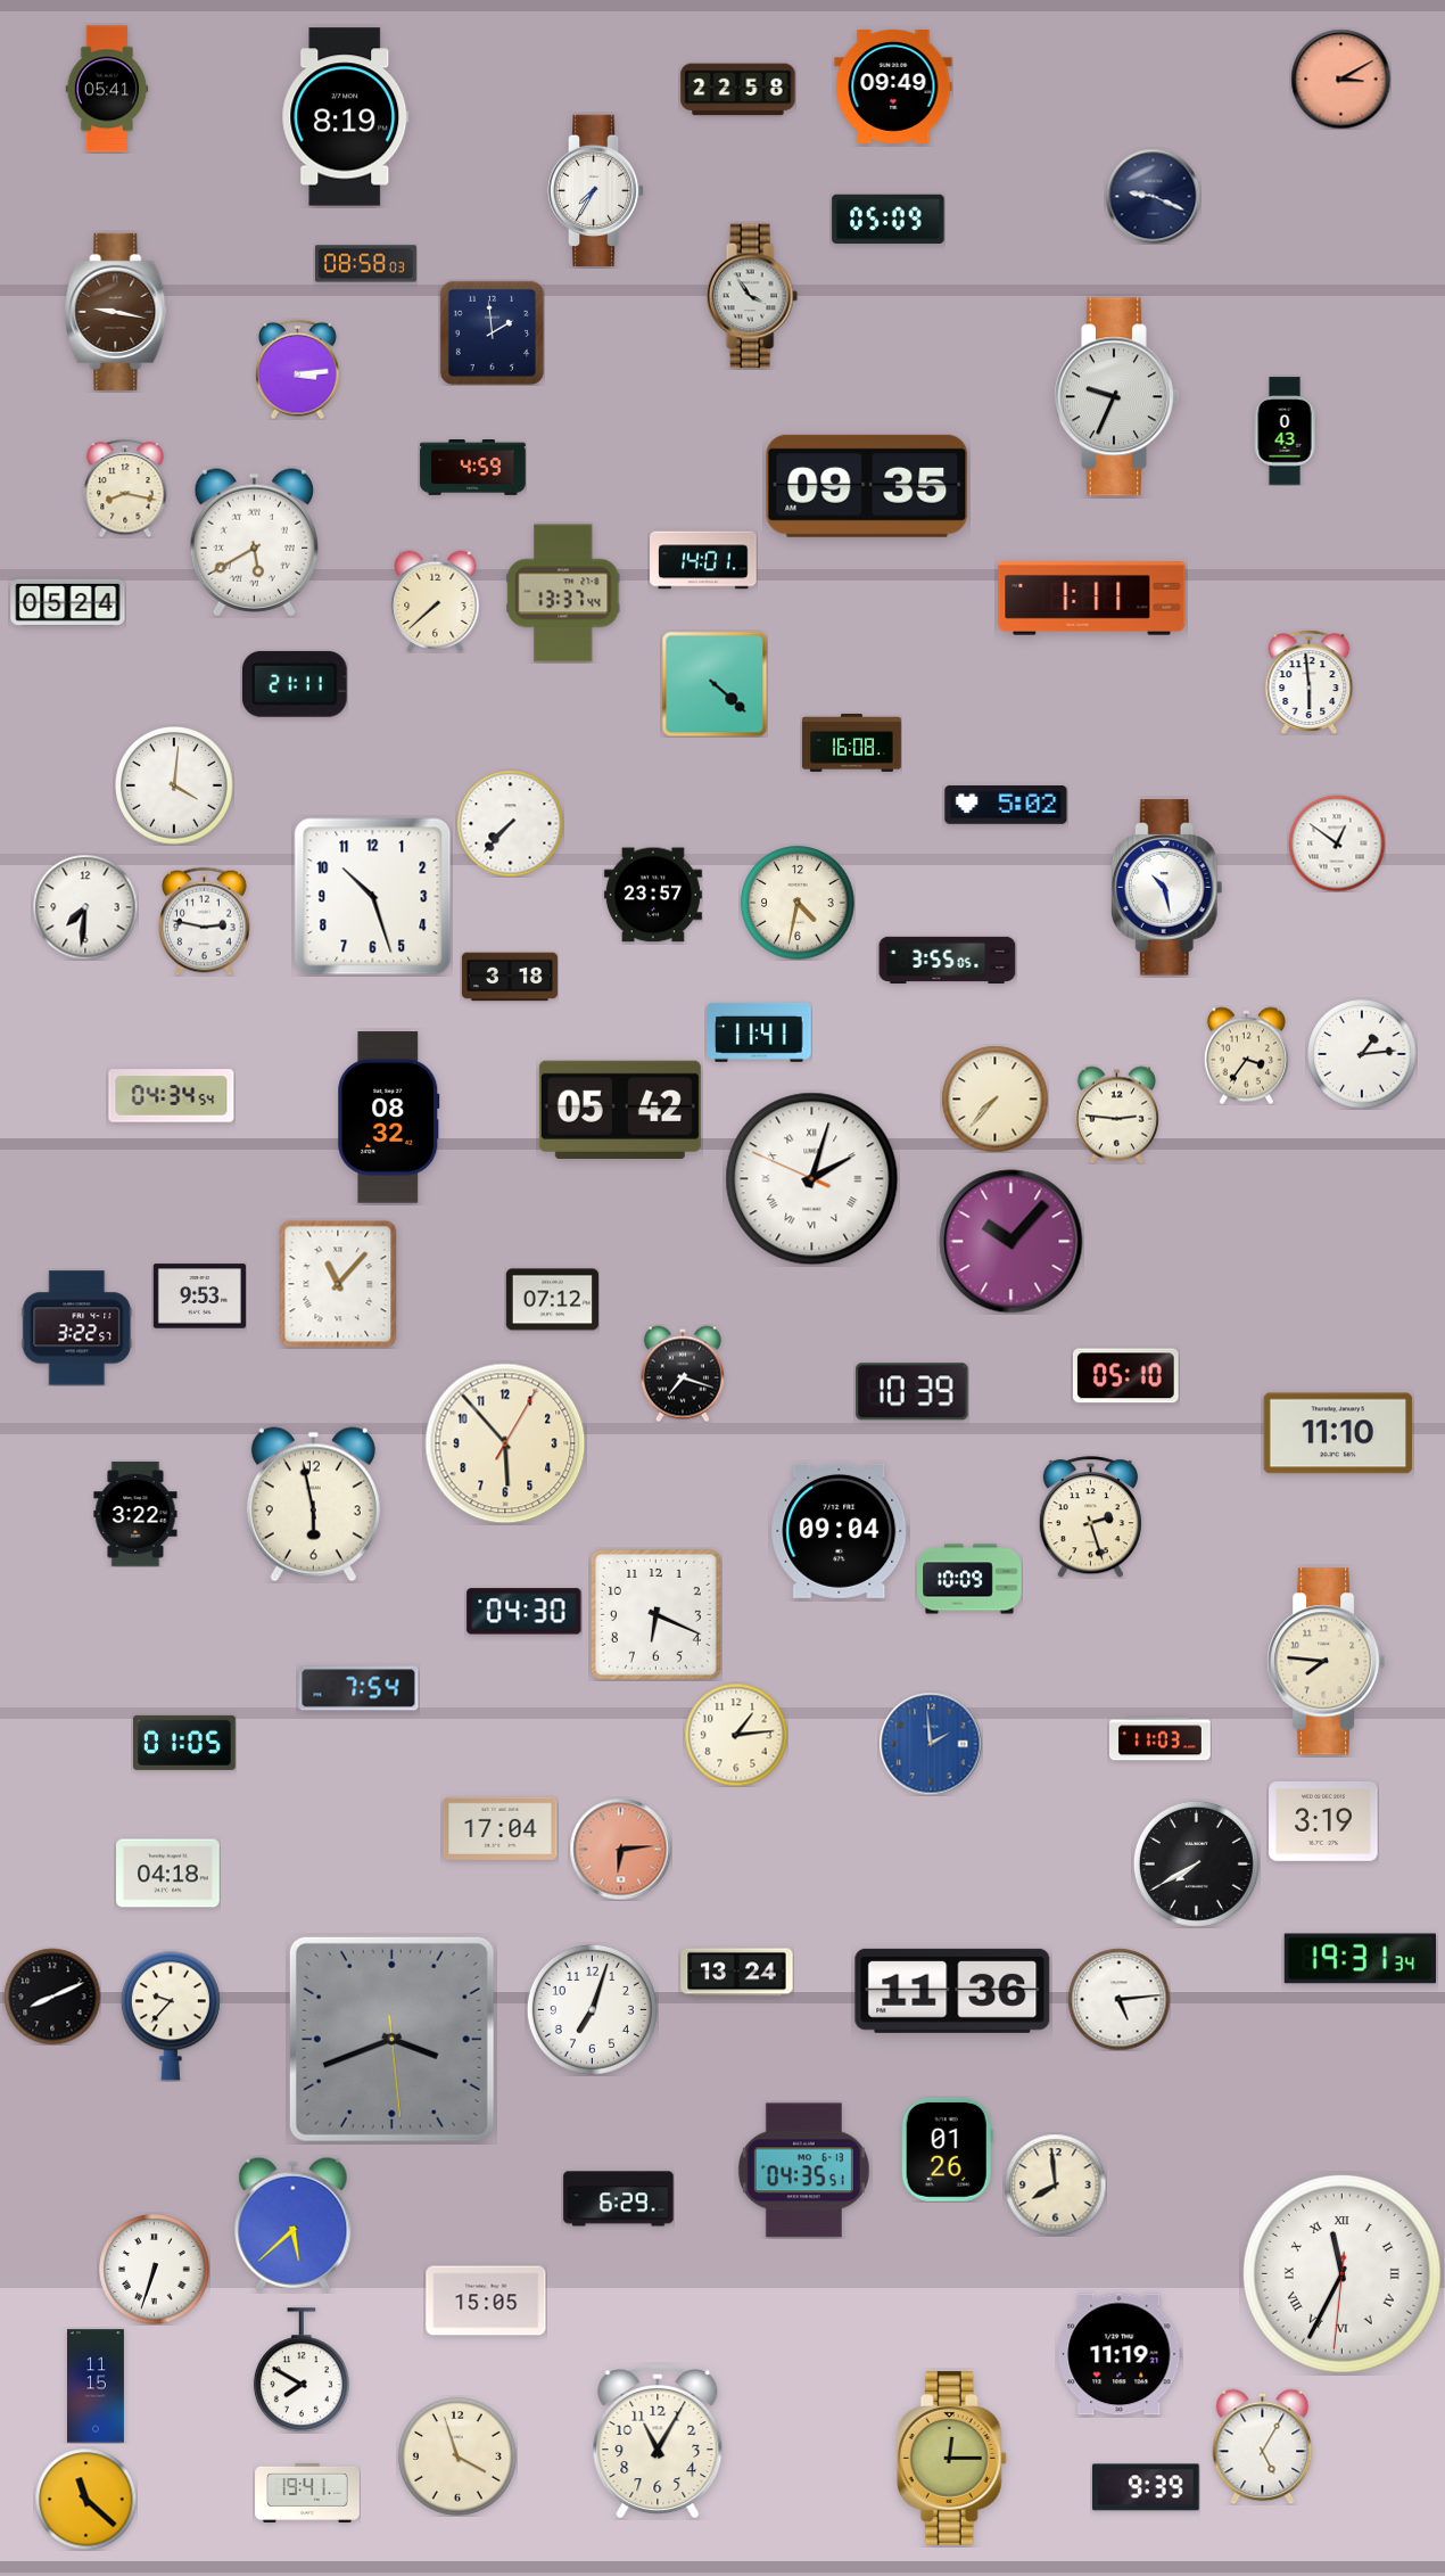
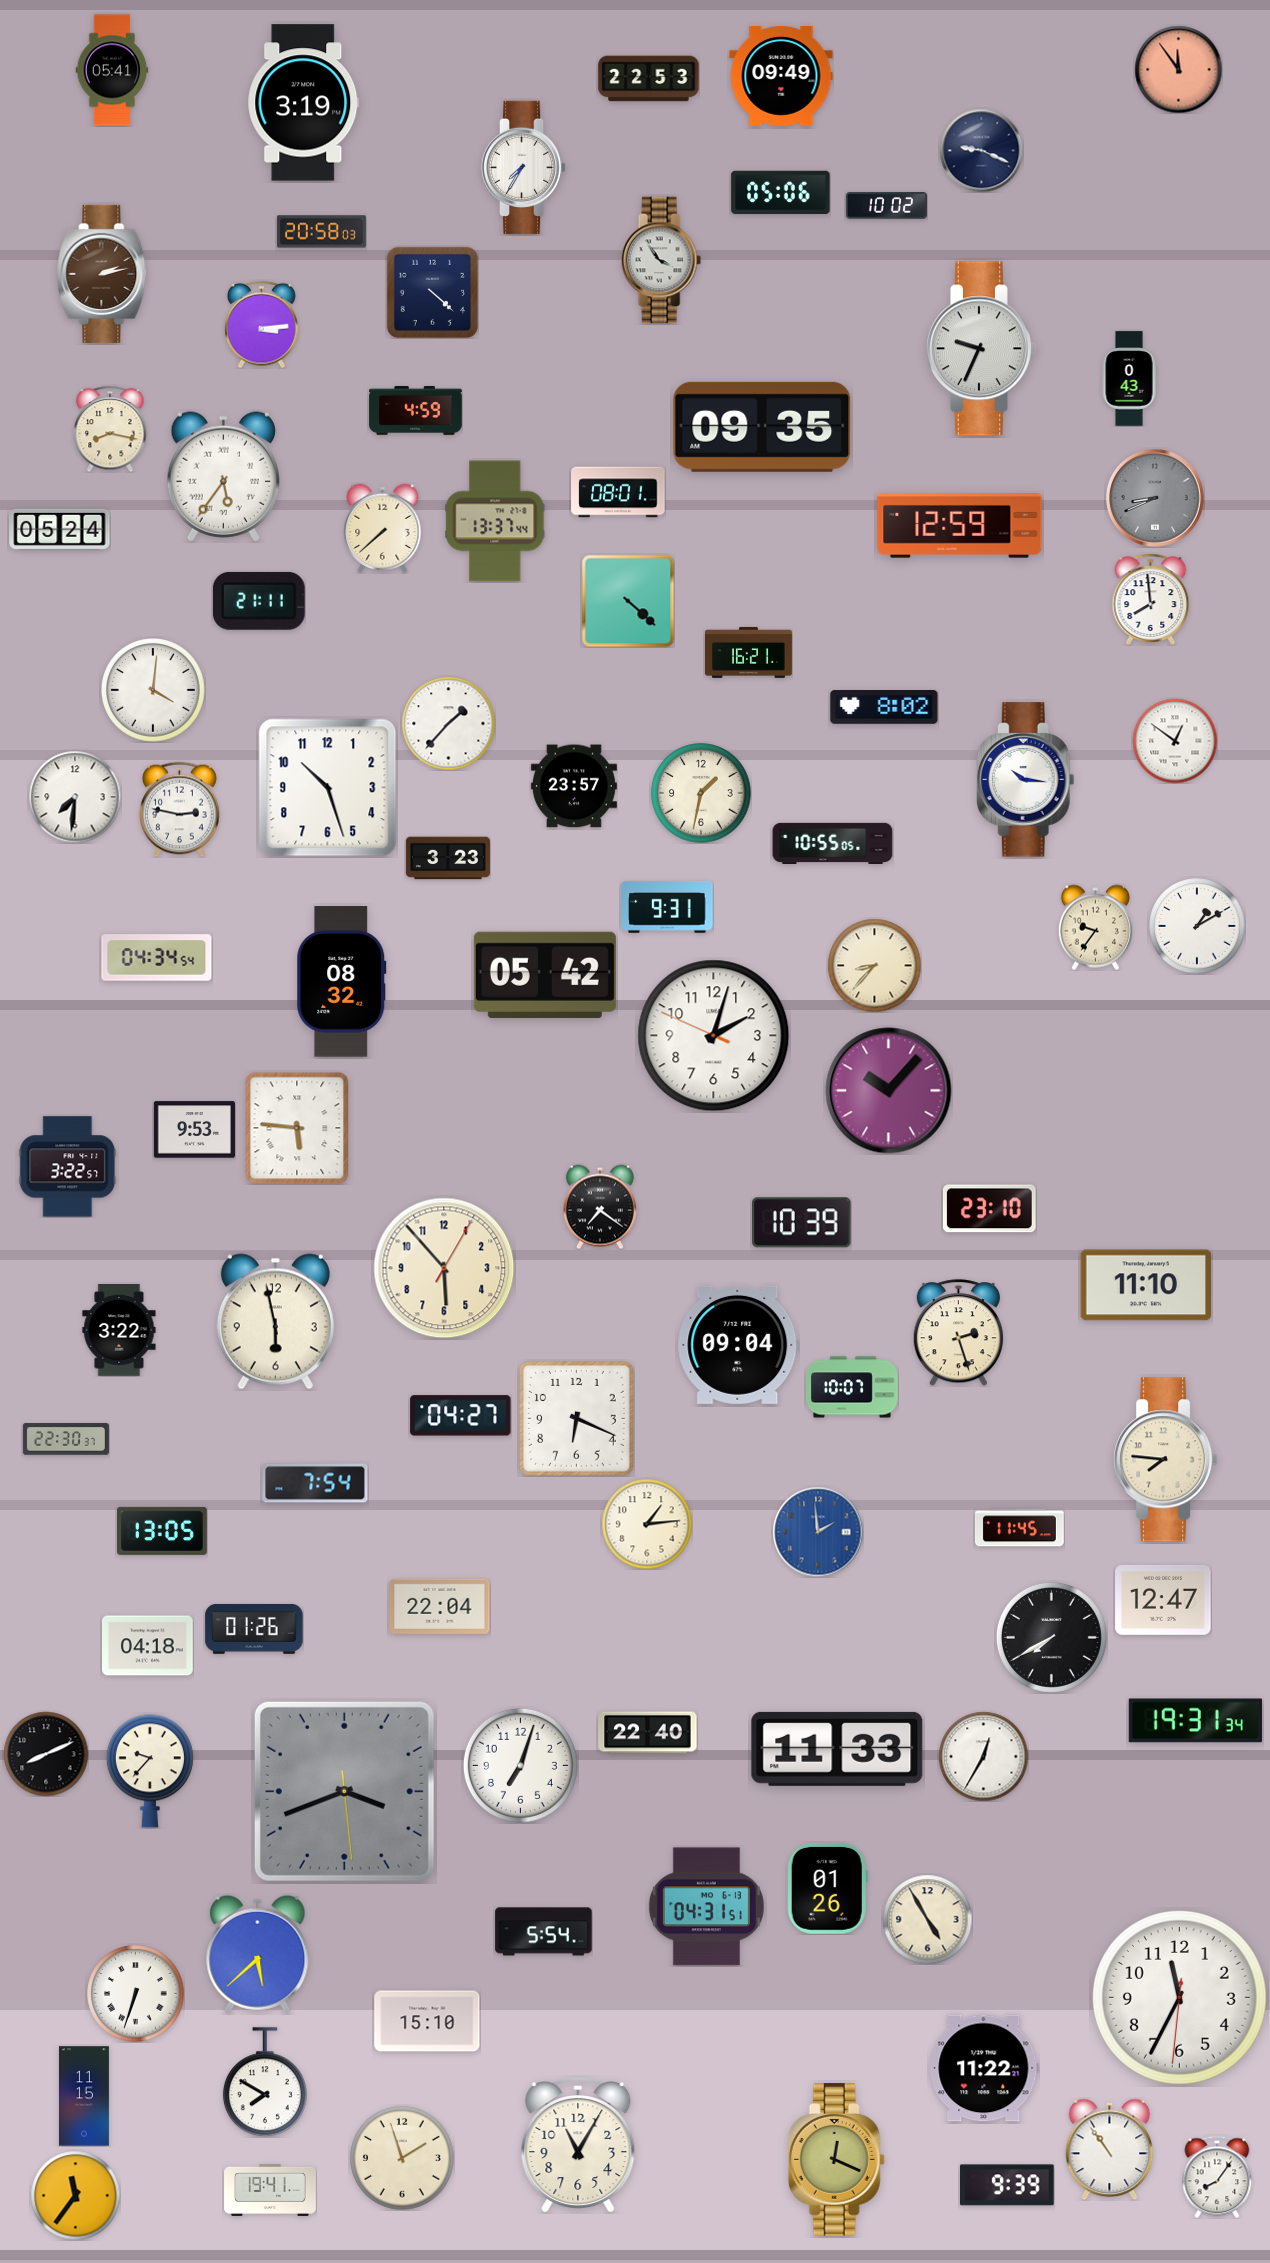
clock at (1340, 79): 3:10 -> 11:54
clock at (893, 87) position: (893, 87) -> (781, 76)
clock at (107, 89) position: (107, 89) -> (112, 70)
clock at (738, 90): 22:58 -> 22:53
clock at (346, 117): 8:19 -> 3:19
clock at (1153, 196) position: (1153, 196) -> (981, 150)
clock at (889, 220): 05:09 -> 05:06
clock at (886, 206): none -> 10:02
clock at (366, 264): 08:58 -> 20:58
clock at (116, 312): 9:17 -> 2:13
clock at (492, 332): 1:59 -> 4:22
clock at (254, 543): 5:40 -> 5:36
clock at (703, 560): 14:01 -> 08:01
clock at (1156, 499): none -> 8:41
clock at (1092, 599): 1:11 -> 12:59
clock at (1310, 682): 5:59 -> 7:59
clock at (851, 742): 16:08 -> 16:21
clock at (1006, 806): 5:02 -> 8:02
clock at (510, 823): 7:37 -> 1:37
clock at (1166, 888): 10:28 -> 10:16
clock at (798, 903): 4:32 -> 1:32
clock at (948, 960): 3:55 -> 10:55
clock at (510, 977): 3:18 -> 3:23
clock at (760, 1032): 11:41 -> 9:31
clock at (1362, 1054): 1:14 -> 1:10
clock at (1246, 1055): 3:36 -> 9:36
clock at (172, 1096) position: (172, 1096) -> (157, 958)
clock at (994, 1098): 7:37 -> 8:37
clock at (1116, 1114): 2:46 -> none
clock at (812, 1179) numerals: Roman -> Arabic
clock at (338, 1284): 11:07 -> 5:46
clock at (199, 1297) position: (199, 1297) -> (194, 1130)
clock at (552, 1300): 07:12 -> none
clock at (683, 1374): 7:18 -> 7:21
clock at (1126, 1376): 05:10 -> 23:10
clock at (1338, 1433) position: (1338, 1433) -> (1146, 1285)
clock at (969, 1579): 10:09 -> 10:07
clock at (525, 1612): 04:30 -> 04:27
clock at (66, 1439): none -> 22:30
clock at (1159, 1739): 11:03 -> 11:45
clock at (185, 1743): 01:05 -> 13:05
clock at (1323, 1821): 3:19 -> 12:47
clock at (501, 1828): 17:04 -> 22:04
clock at (620, 1849): 6:14 -> none
clock at (254, 1629): none -> 01:26
clock at (737, 1973): 13:24 -> 22:40
clock at (952, 1991): 11:36 -> 11:33
clock at (1118, 1999): 5:14 -> 12:35
clock at (947, 2149) position: (947, 2149) -> (827, 1888)
clock at (803, 2171): 04:35 -> 04:31
clock at (1055, 2184): 7:59 -> 4:55
clock at (619, 2199): 6:29 -> 5:54
clock at (1343, 2274) numerals: Roman -> Arabic
clock at (486, 2301): 15:05 -> 15:10
clock at (1120, 2354): 11:19 -> 11:22
clock at (1263, 2446): 5:05 -> 10:54
clock at (459, 2458): 3:57 -> 1:57
clock at (951, 2459): 12:15 -> 12:19
clock at (1217, 2177): none -> 8:06
clock at (85, 2499): 11:22 -> 11:36
